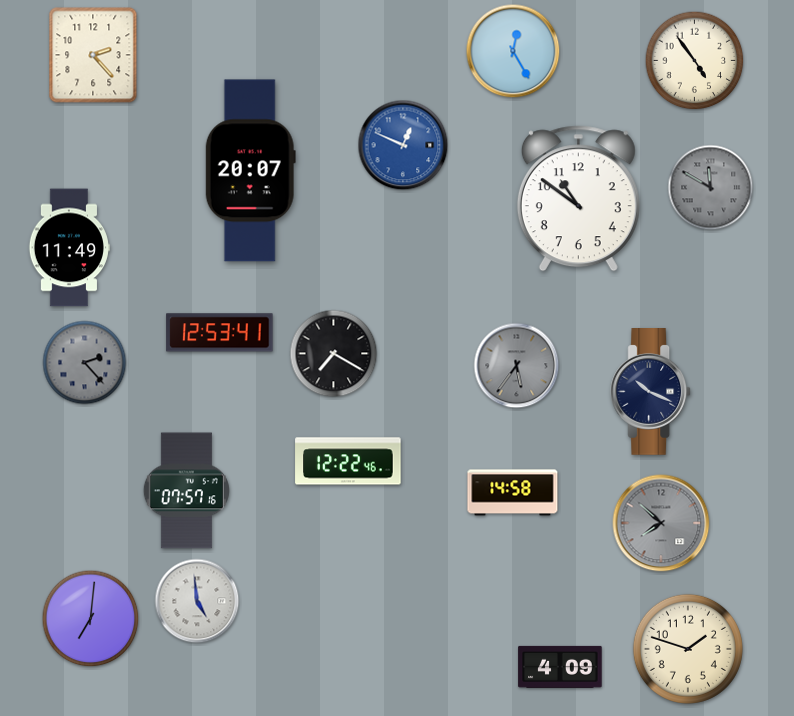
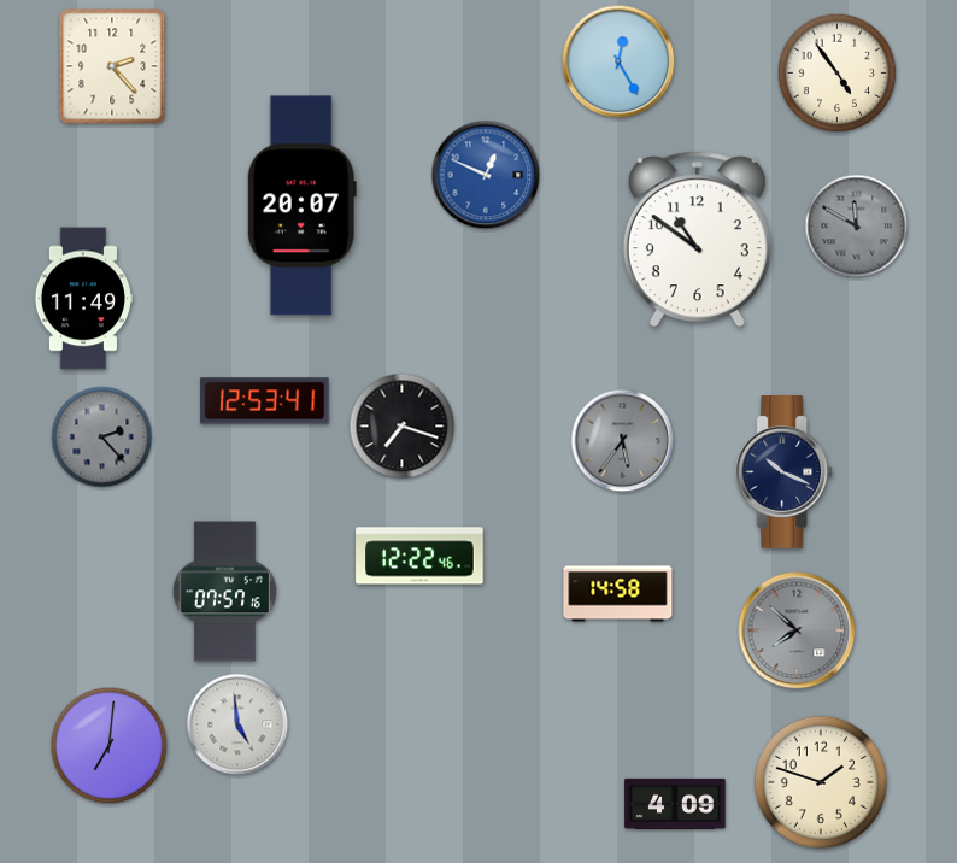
clock at (334, 354): 7:20 -> 7:18
clock at (688, 649) position: (688, 649) -> (821, 782)
